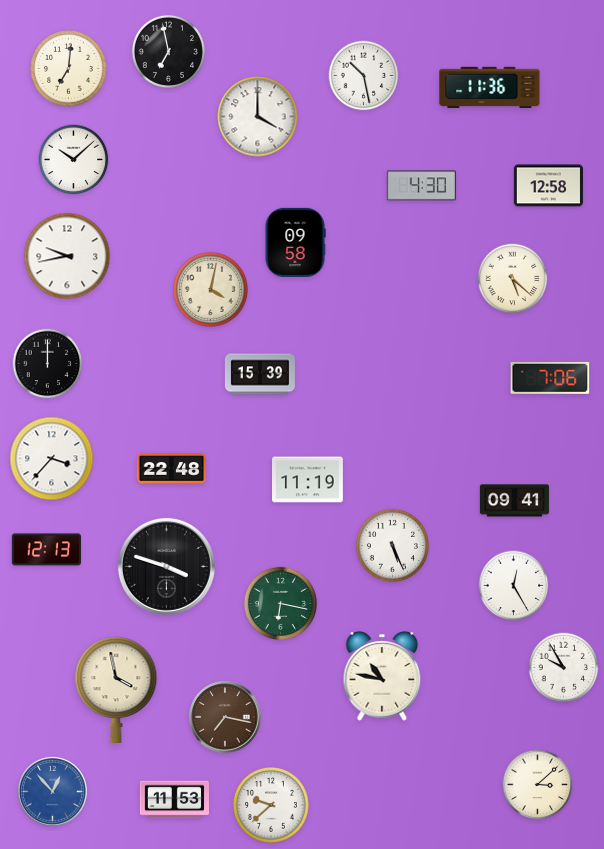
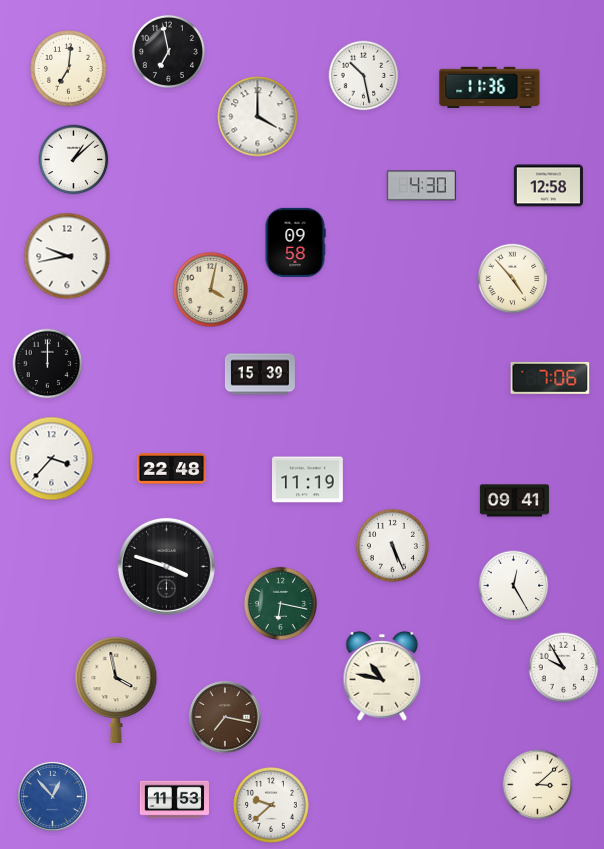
clock at (74, 160): 10:08 -> 1:08
clock at (513, 279): 5:22 -> 4:53
clock at (46, 550): 12:13 -> none
clock at (52, 791) position: (52, 791) -> (52, 796)
